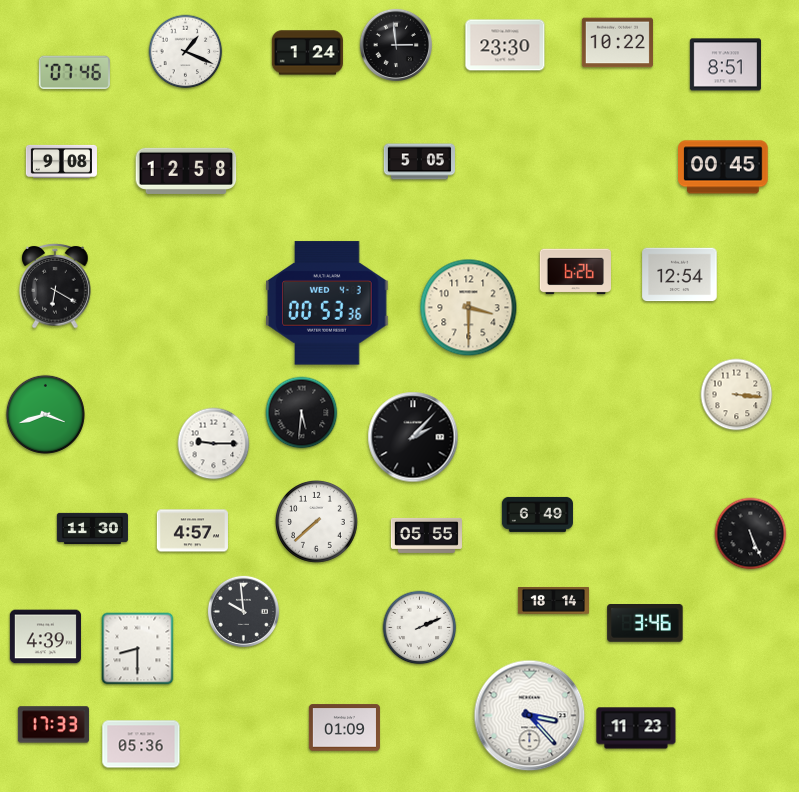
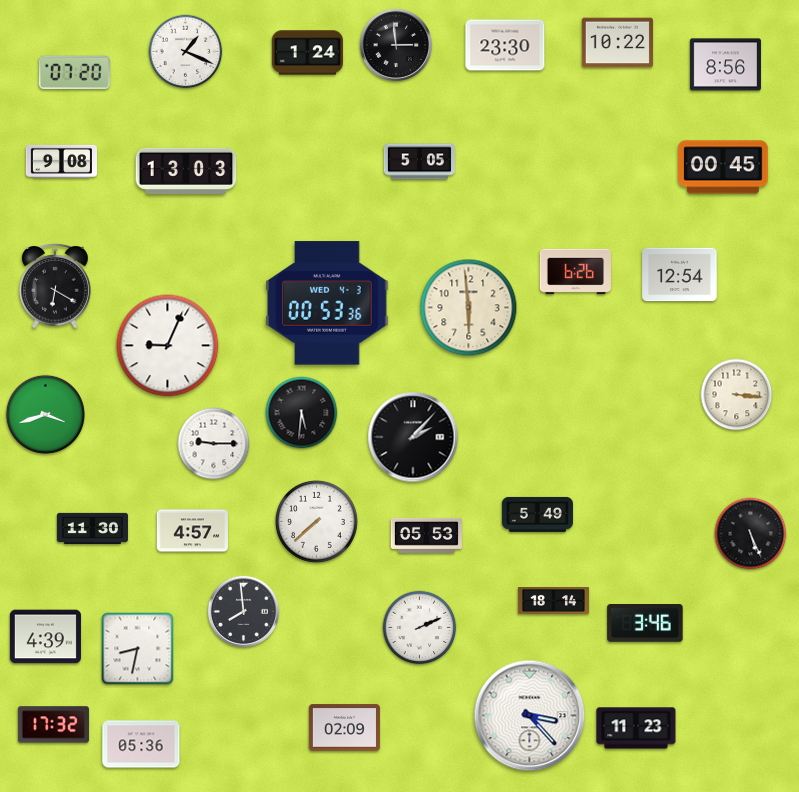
clock at (725, 65): 8:51 -> 8:56
clock at (74, 73): 07:46 -> 07:20
clock at (186, 171): 12:58 -> 13:03
clock at (469, 308): 3:30 -> 5:59
clock at (168, 346): none -> 9:04
clock at (537, 514): 6:49 -> 5:49
clock at (426, 535): 05:55 -> 05:53
clock at (243, 611): 9:59 -> 7:59
clock at (138, 649): 8:30 -> 8:32
clock at (53, 725): 17:33 -> 17:32
clock at (344, 728): 01:09 -> 02:09
